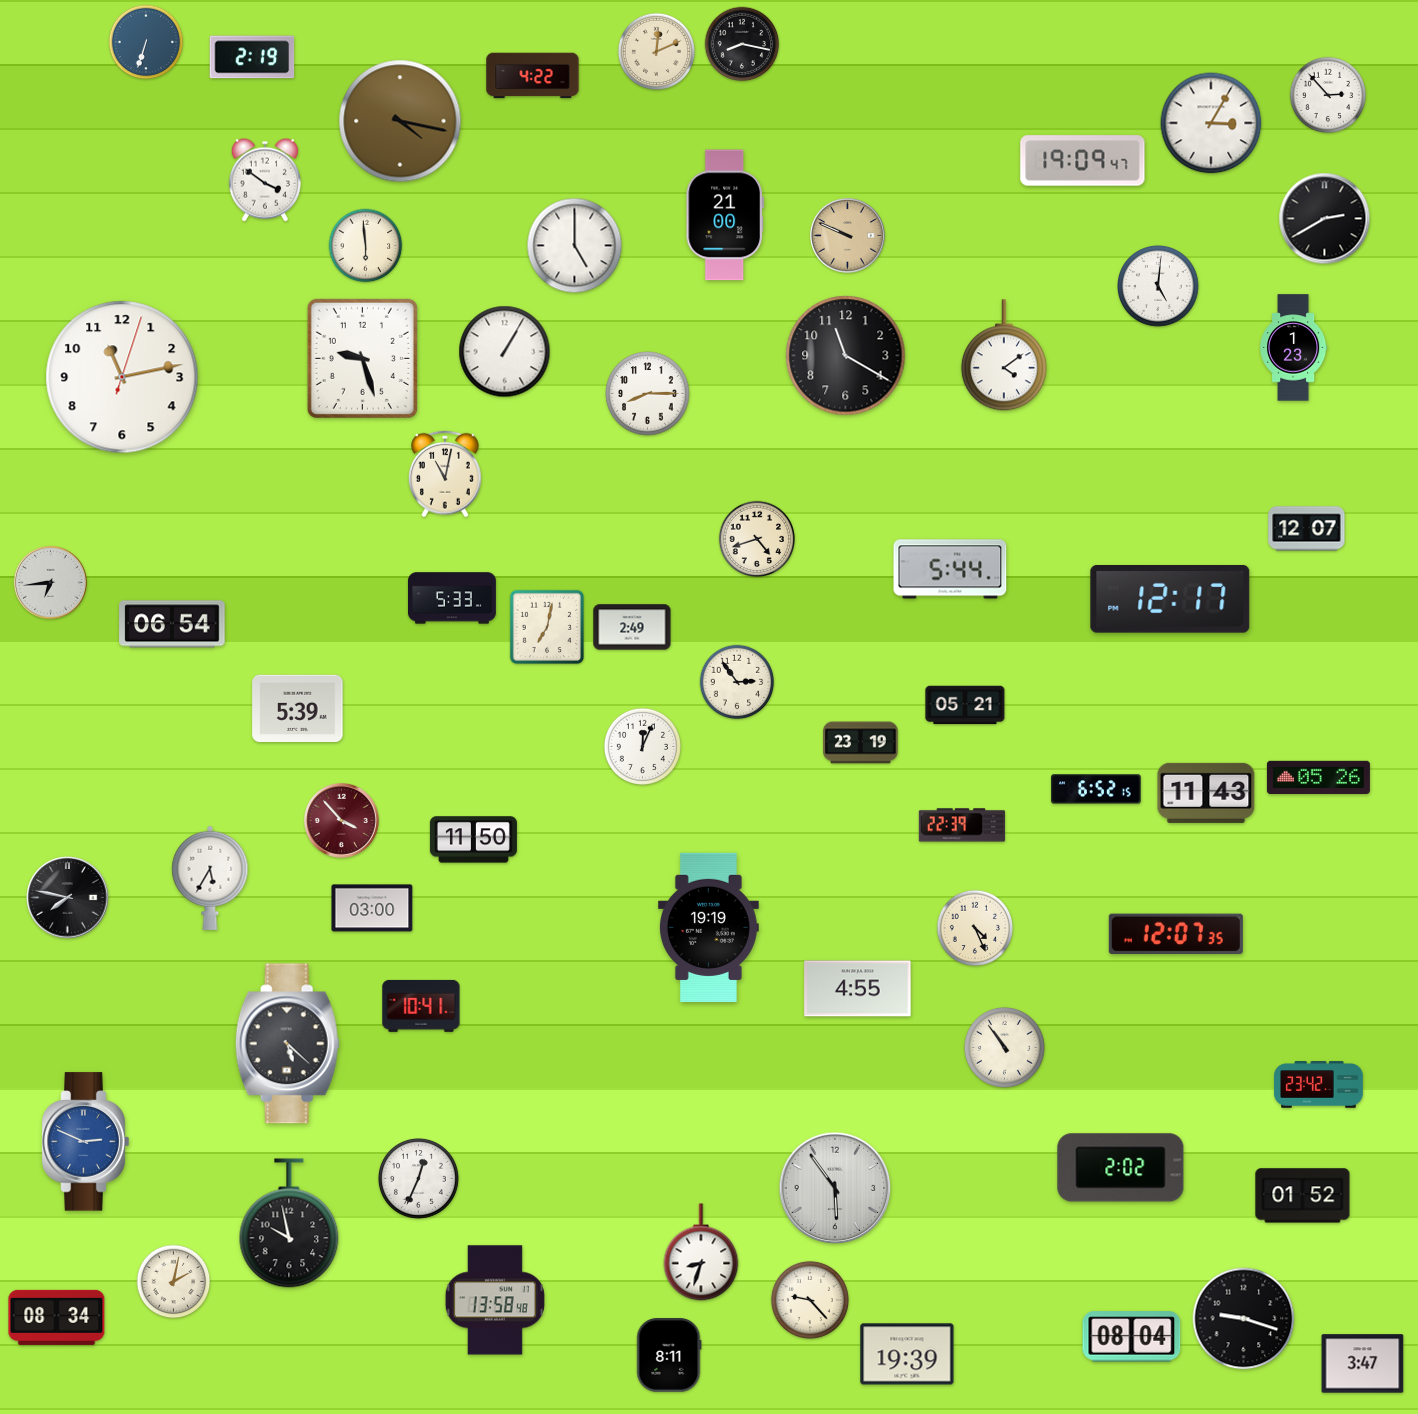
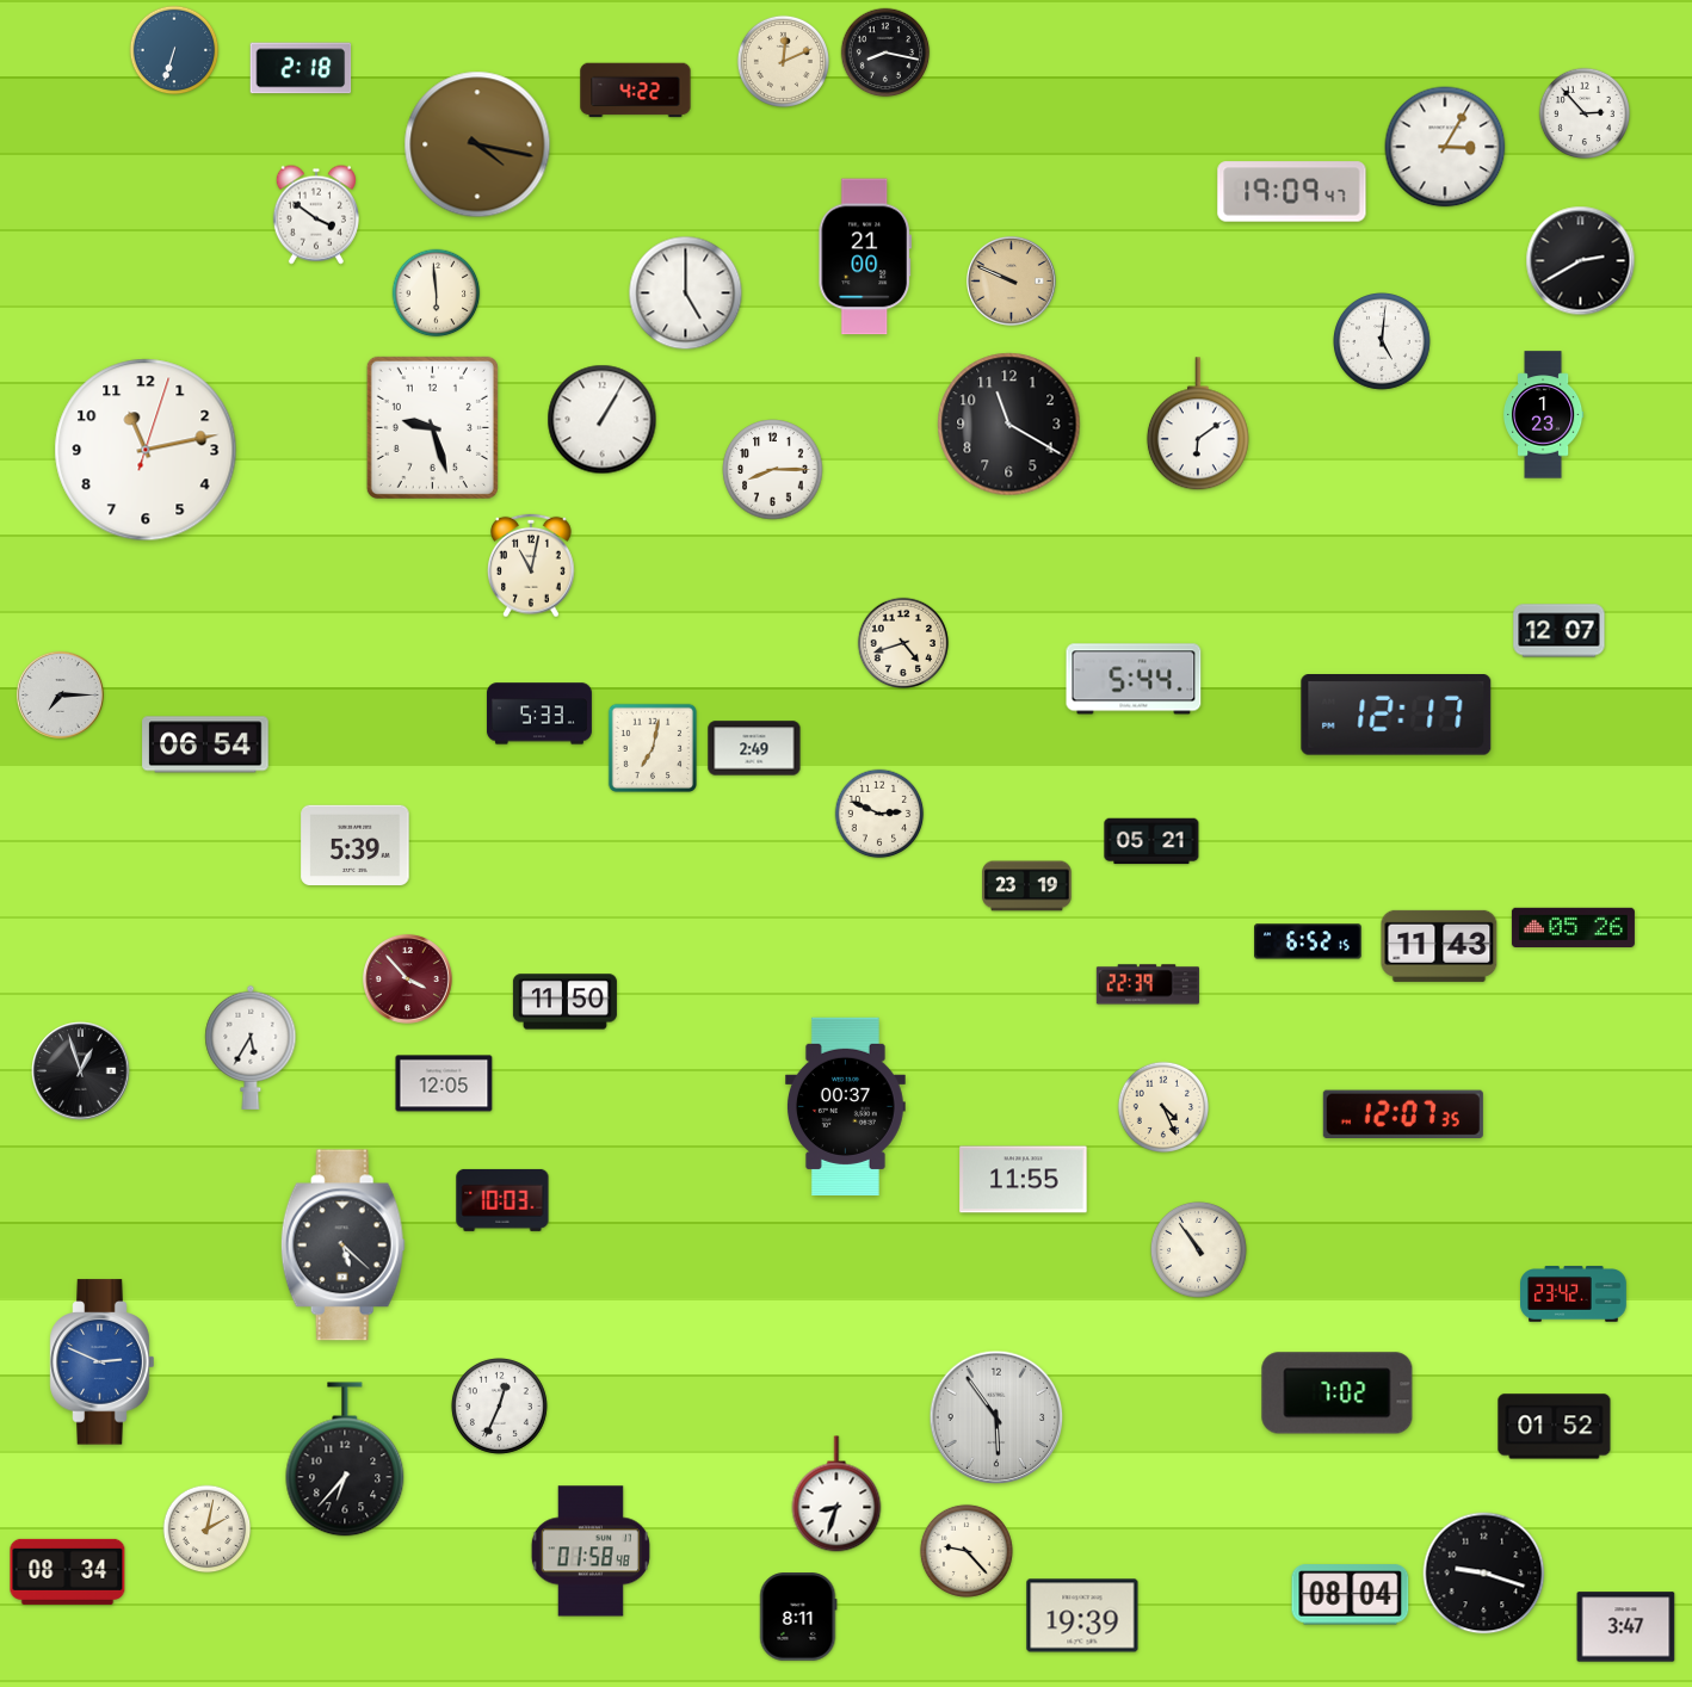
clock at (252, 57): 2:19 -> 2:18
clock at (1004, 356): 4:09 -> 6:09
clock at (50, 582): 6:44 -> 7:15
clock at (737, 682): 2:54 -> 2:49
clock at (642, 746): 12:04 -> none
clock at (68, 898): 7:47 -> 12:57
clock at (372, 908): 03:00 -> 12:05
clock at (708, 927): 19:19 -> 00:37
clock at (858, 989): 4:55 -> 11:55
clock at (421, 1006): 10:41 -> 10:03
clock at (1121, 1168): 2:02 -> 7:02
clock at (289, 1223): 9:58 -> 6:37
clock at (495, 1300): 13:58 -> 01:58
